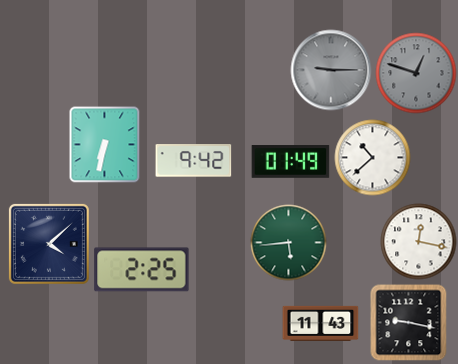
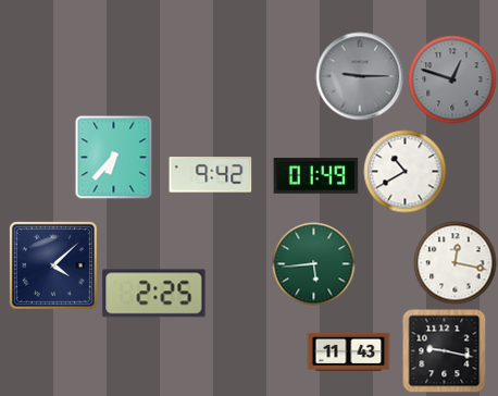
clock at (105, 145): 6:32 -> 6:37
clock at (373, 158): 10:38 -> 10:40
